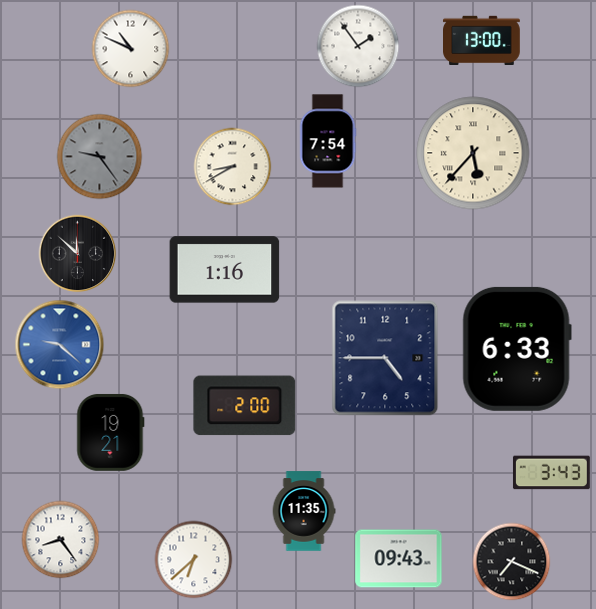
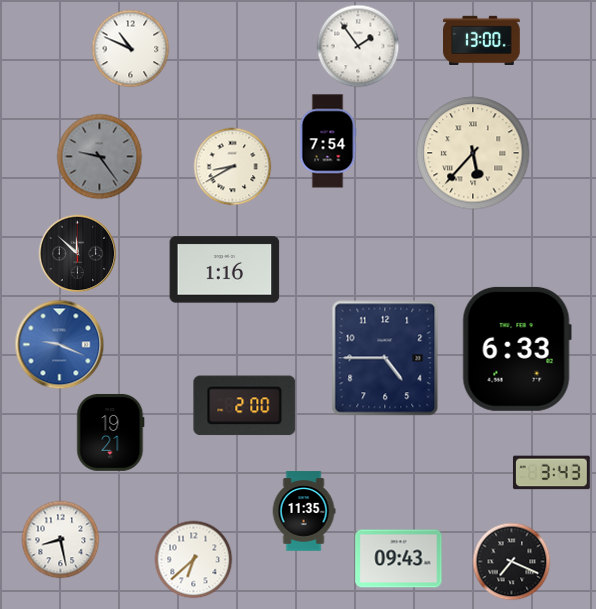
clock at (59, 344): 9:22 -> 9:19
clock at (60, 539): 8:24 -> 8:28
